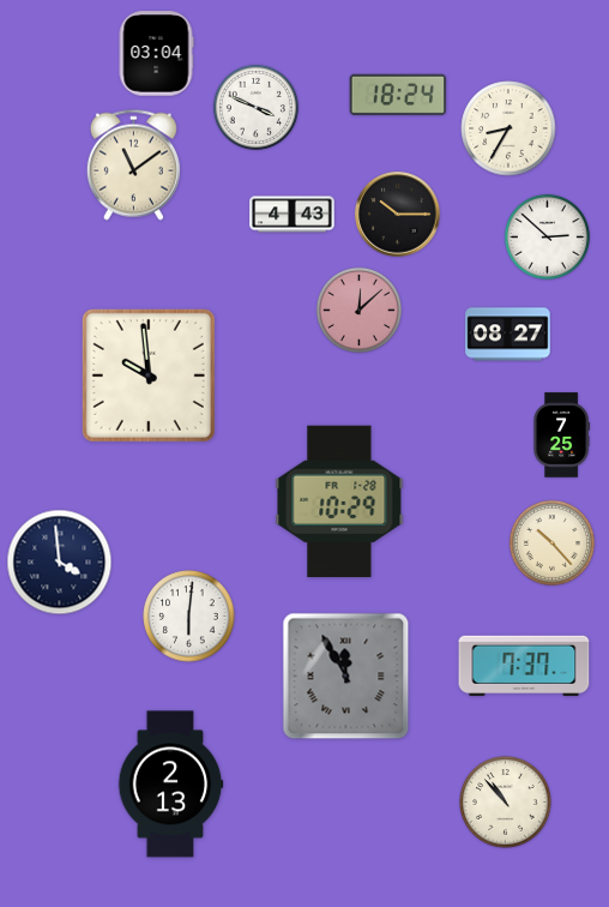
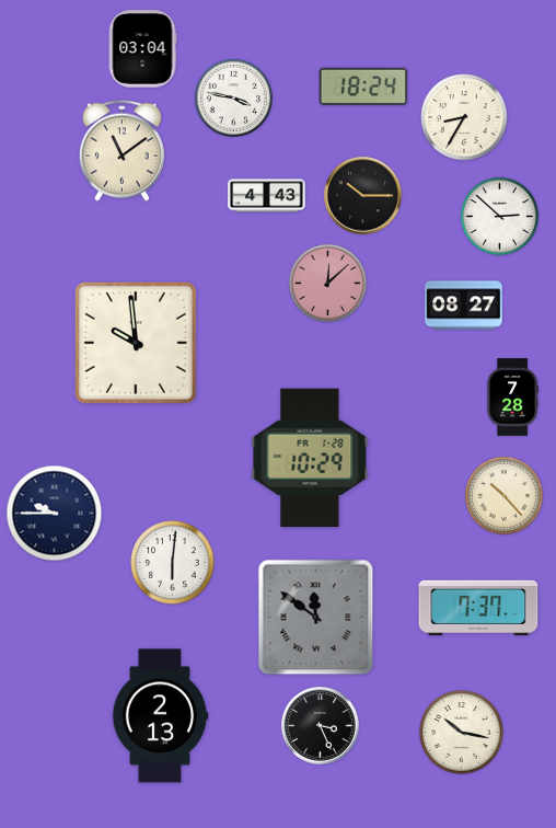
clock at (255, 107): 3:49 -> 3:47
clock at (561, 436): 7:25 -> 7:28
clock at (60, 563): 3:59 -> 9:45
clock at (346, 677): 11:55 -> 11:51
clock at (170, 785) position: (170, 785) -> (160, 716)
clock at (321, 726): none -> 3:26
clock at (506, 803): 10:53 -> 10:17
